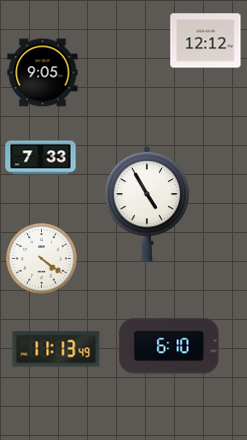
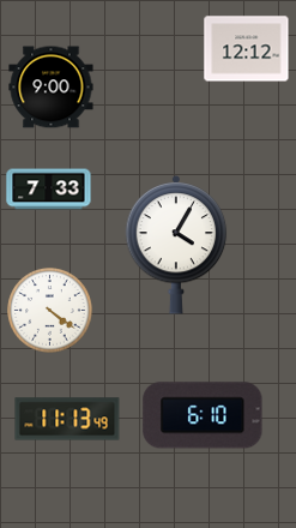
clock at (43, 73): 9:05 -> 9:00
clock at (147, 204): 4:55 -> 4:05
